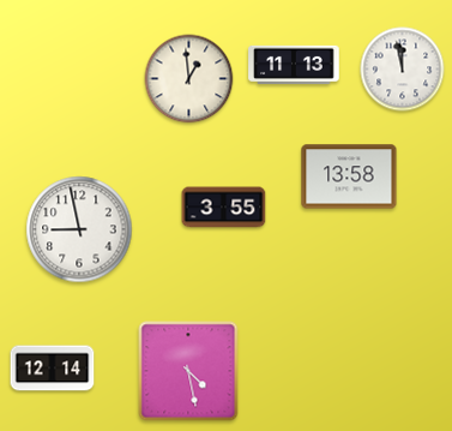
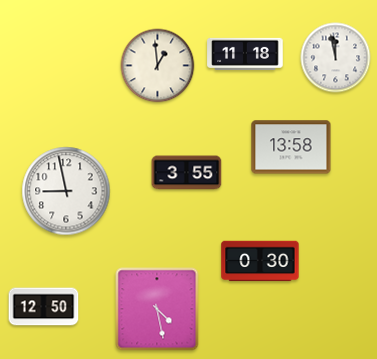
clock at (294, 64): 11:13 -> 11:18
clock at (260, 261): none -> 0:30
clock at (53, 369): 12:14 -> 12:50
